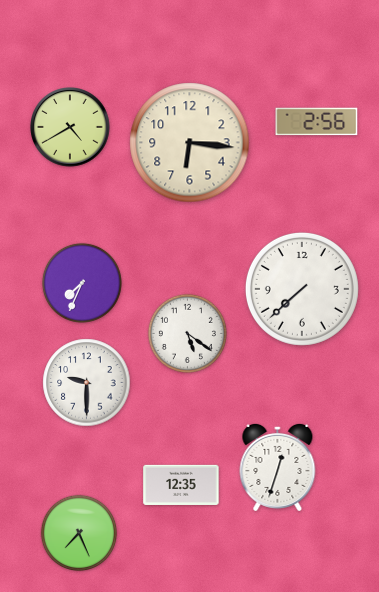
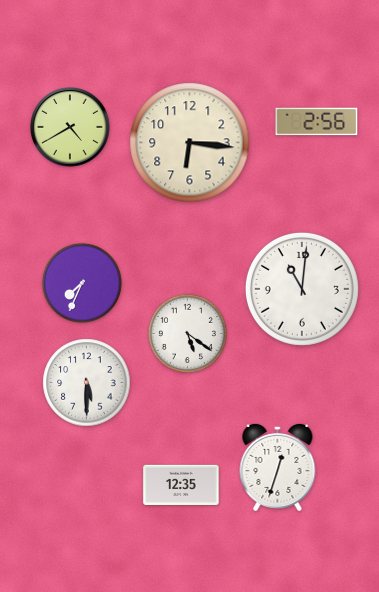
clock at (302, 289): 7:38 -> 11:01
clock at (87, 383): 9:30 -> 5:30
clock at (79, 533): 7:26 -> none
